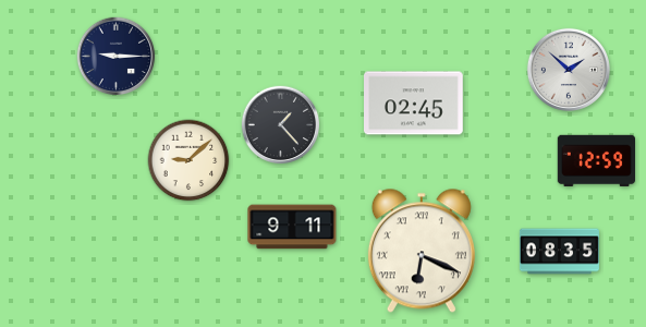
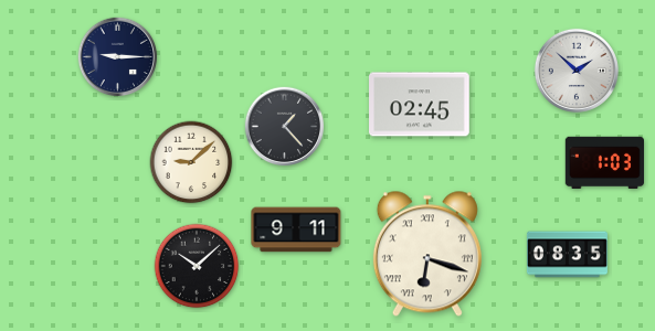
clock at (596, 160): 12:59 -> 1:03
clock at (422, 251): 6:19 -> 6:18
clock at (197, 266): none -> 10:08
